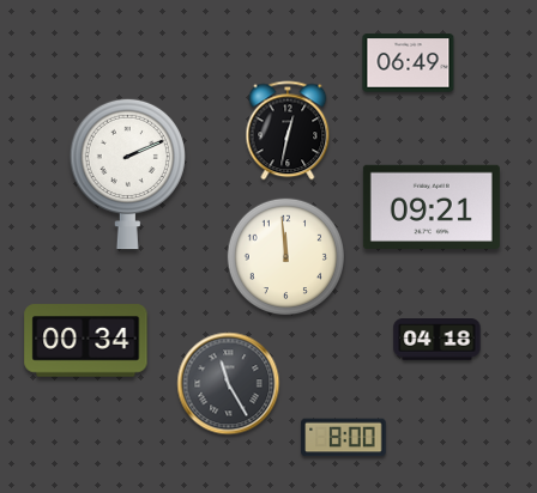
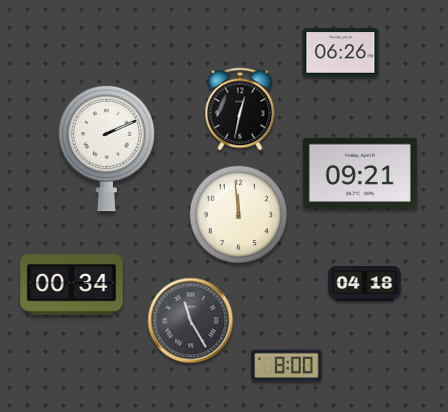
clock at (409, 63): 06:49 -> 06:26
clock at (127, 174) position: (127, 174) -> (106, 148)
